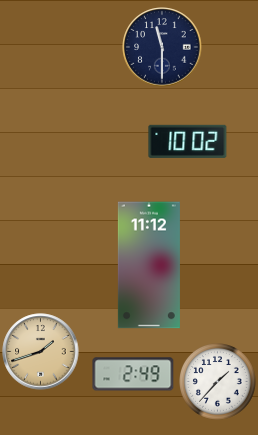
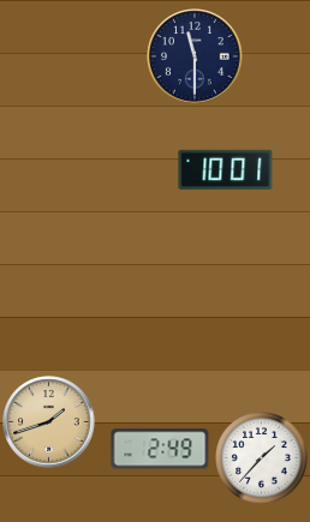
clock at (188, 141): 10:02 -> 10:01
clock at (149, 265): 11:12 -> none
